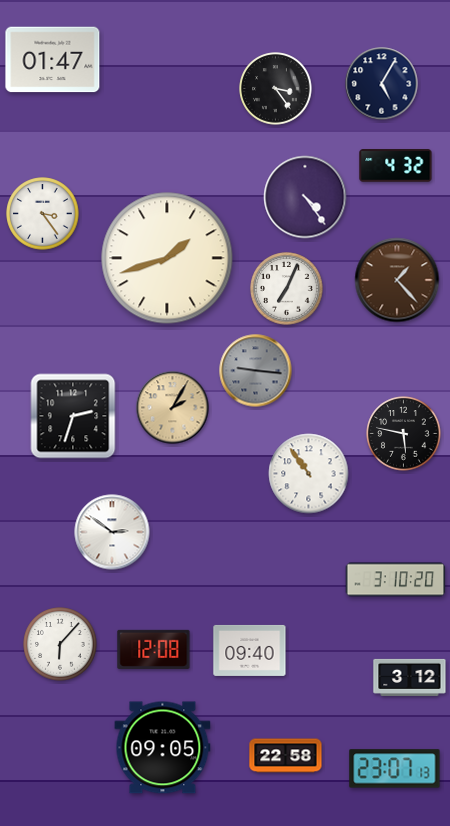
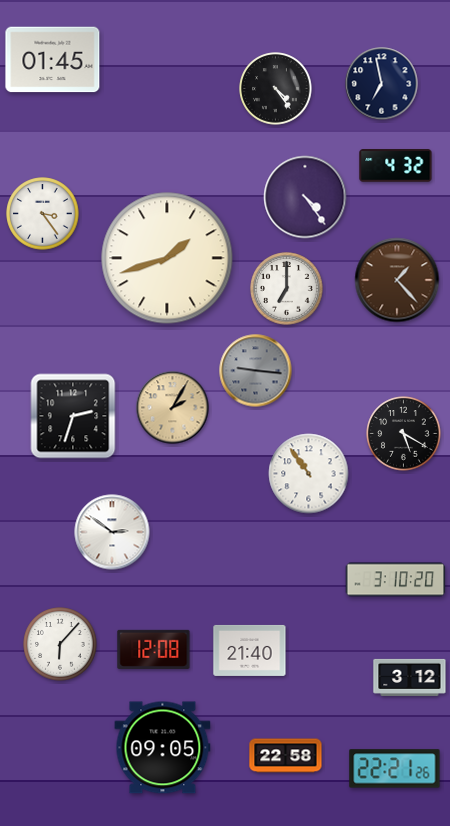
clock at (53, 60): 01:47 -> 01:45
clock at (382, 84): 5:05 -> 6:58
clock at (276, 89): 3:24 -> 4:24
clock at (287, 289): 7:04 -> 7:00
clock at (404, 434): 5:47 -> 5:20
clock at (250, 650): 09:40 -> 21:40
clock at (395, 769): 23:07 -> 22:21
